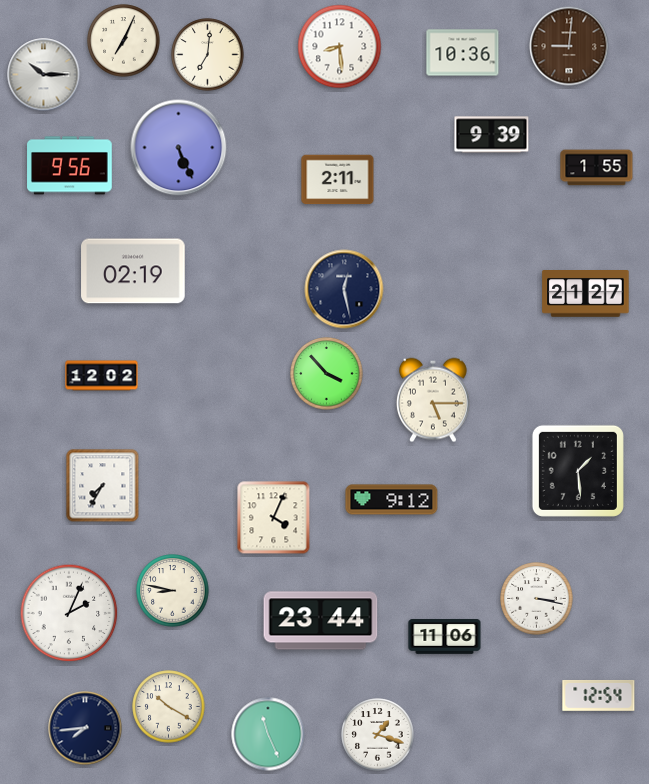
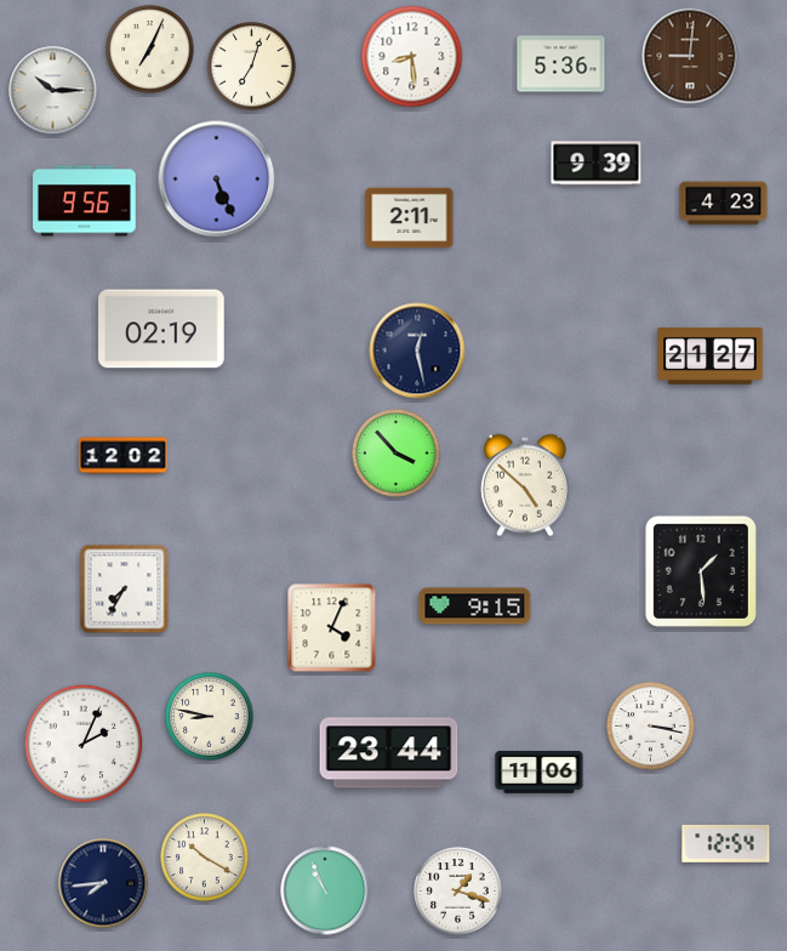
clock at (463, 53): 10:36 -> 5:36
clock at (208, 55): 7:01 -> 7:03
clock at (597, 168): 1:55 -> 4:23
clock at (433, 400): 5:15 -> 4:52
clock at (392, 500): 9:12 -> 9:15
clock at (268, 734): 11:26 -> 10:56
